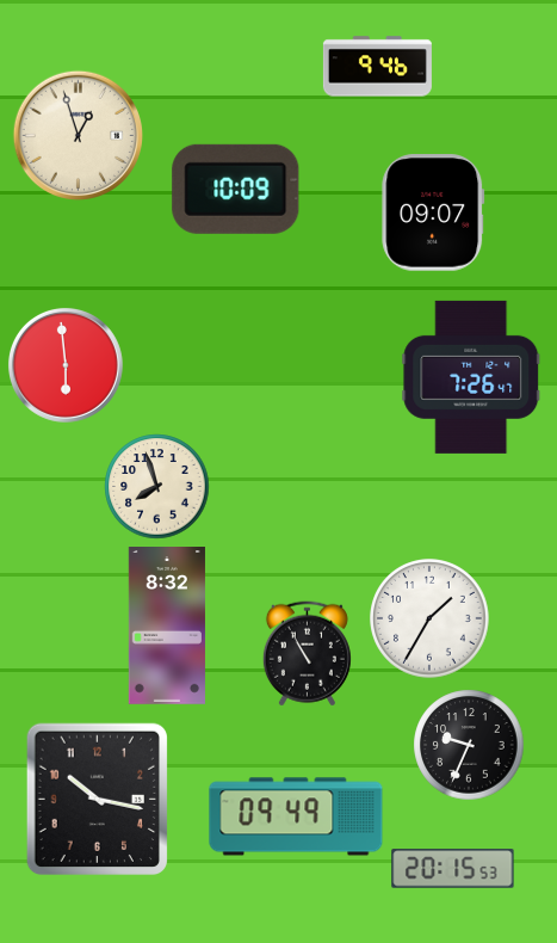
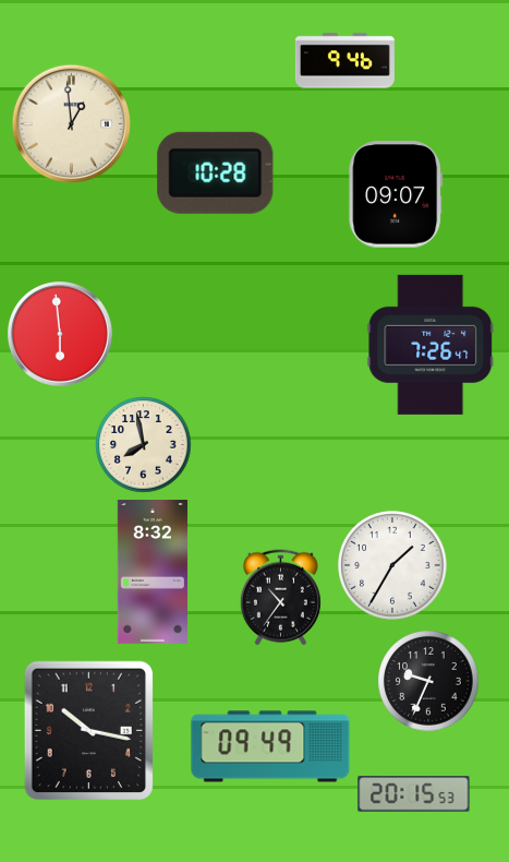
clock at (78, 135): 12:57 -> 12:59
clock at (236, 189): 10:09 -> 10:28
clock at (157, 487): 7:57 -> 7:58
clock at (307, 654): 10:55 -> 10:36
